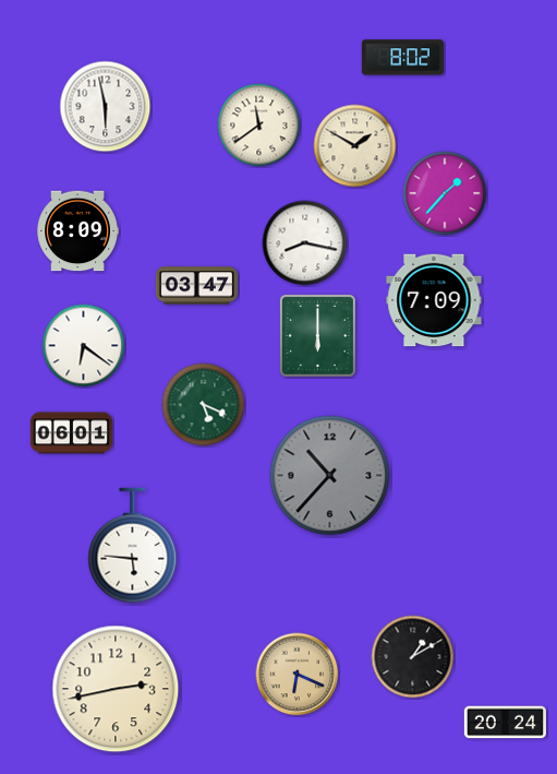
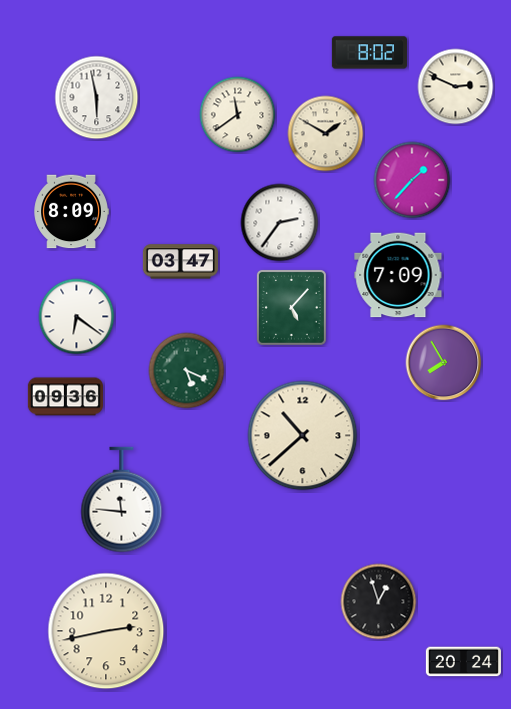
clock at (456, 87): none -> 2:49
clock at (445, 193) position: (445, 193) -> (412, 180)
clock at (305, 243): 8:17 -> 2:36
clock at (317, 335): 6:00 -> 5:07
clock at (444, 363): none -> 7:55
clock at (71, 433): 06:01 -> 09:36
clock at (330, 476): 10:37 -> 10:38
clock at (330, 476) dial: grey -> cream
clock at (133, 546): 5:46 -> 11:46
clock at (413, 657): 1:10 -> 12:57
clock at (298, 675): 6:19 -> none
